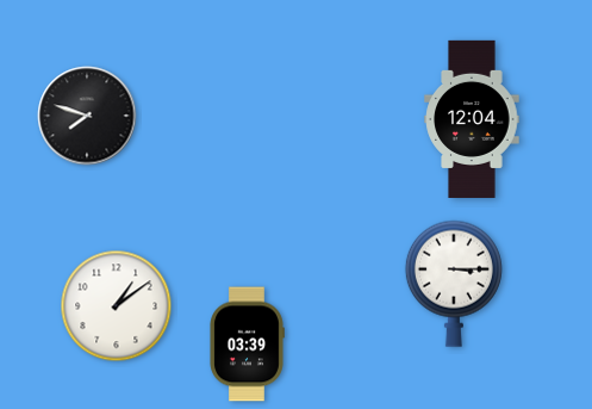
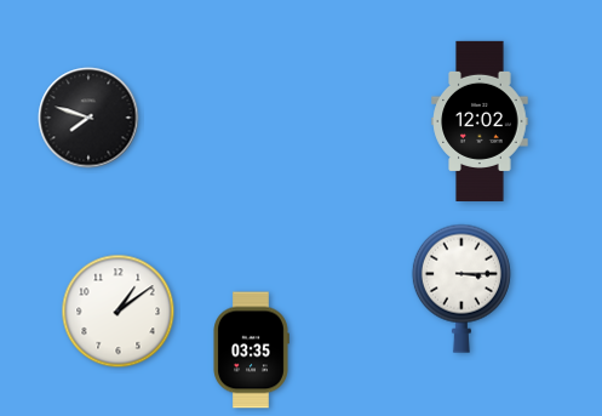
clock at (472, 119): 12:04 -> 12:02
clock at (247, 345): 03:39 -> 03:35
